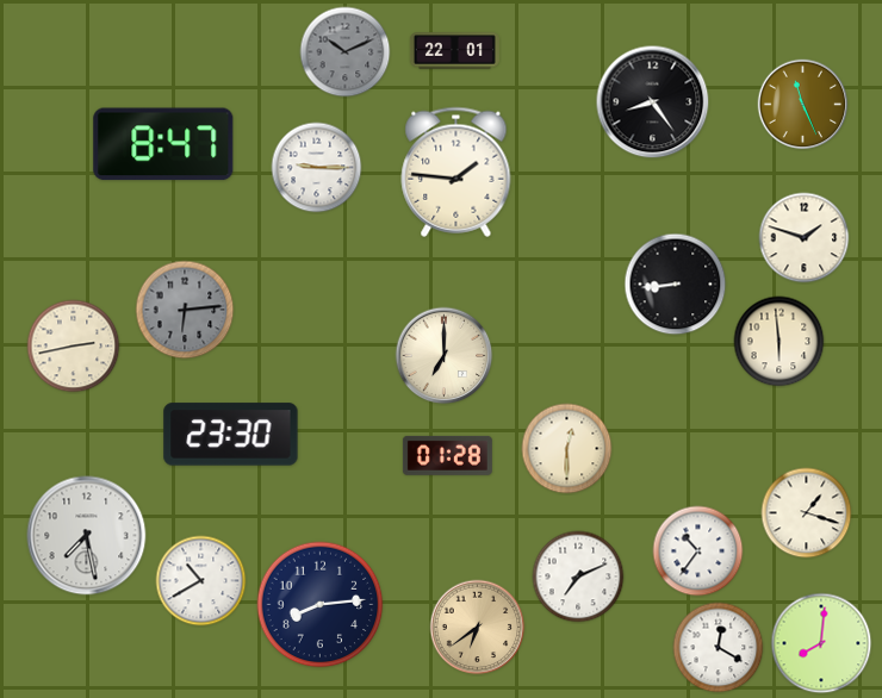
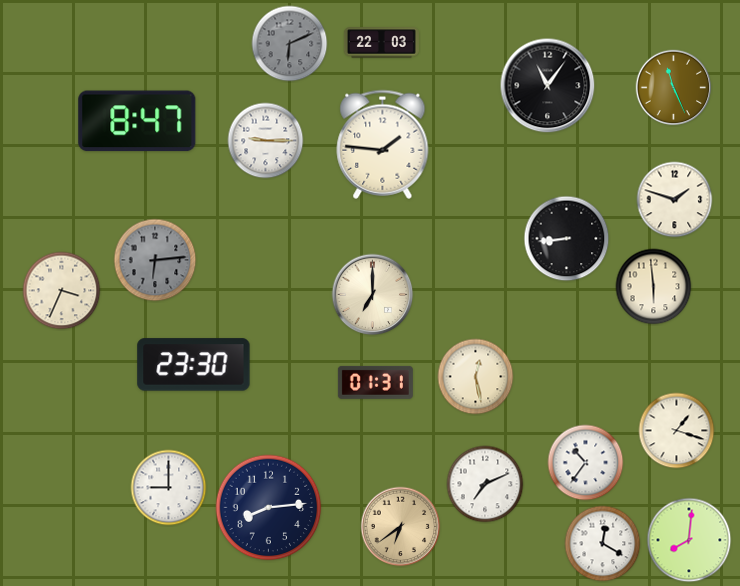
clock at (454, 51): 22:01 -> 22:03
clock at (346, 52): 10:11 -> 6:11
clock at (653, 102): 8:24 -> 11:06
clock at (74, 347): 2:43 -> 3:34
clock at (445, 356) position: (445, 356) -> (373, 295)
clock at (567, 449): 12:30 -> 12:28
clock at (447, 455): 01:28 -> 01:31
clock at (87, 536): 7:28 -> none
clock at (201, 581): 10:40 -> 9:00
